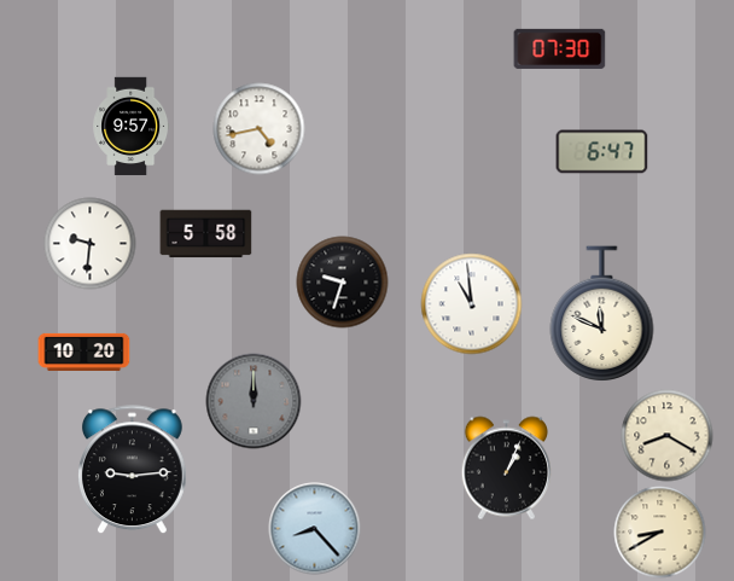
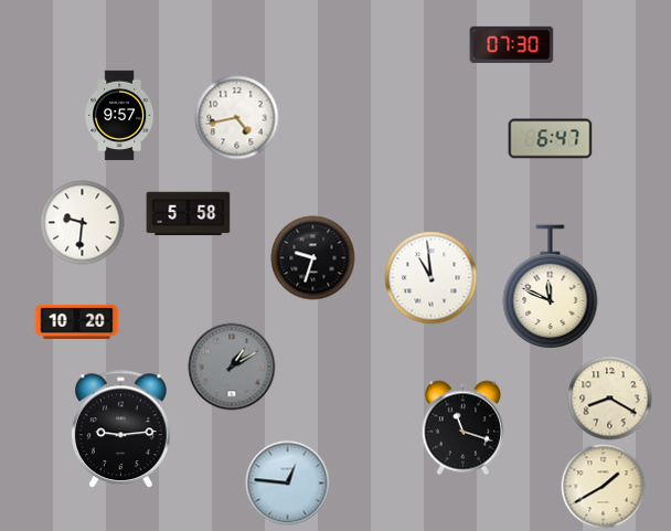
clock at (254, 401): 12:00 -> 1:10
clock at (506, 469): 1:04 -> 11:18
clock at (315, 529): 8:23 -> 12:46
clock at (660, 533): 8:40 -> 1:40
